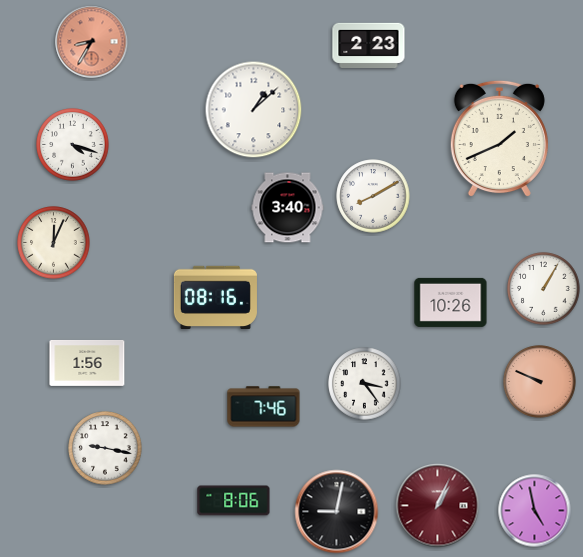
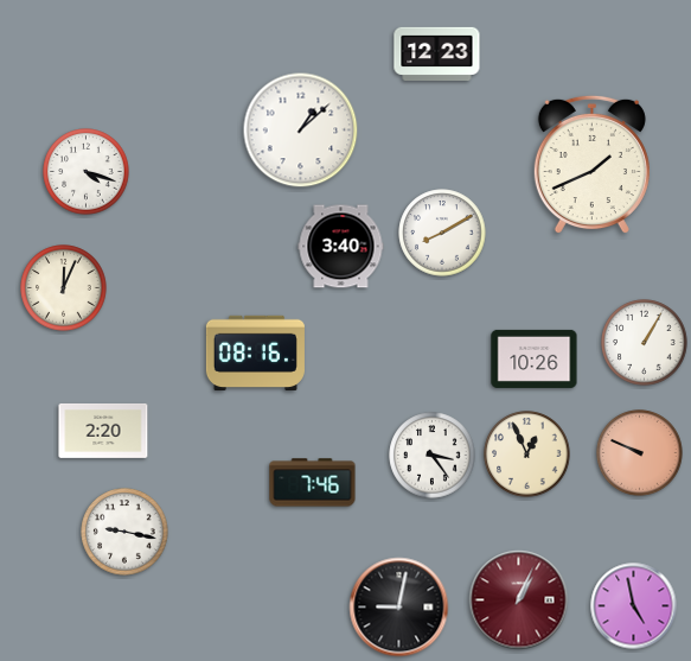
clock at (92, 42): 8:35 -> none
clock at (369, 45): 2:23 -> 12:23
clock at (87, 363): 1:56 -> 2:20
clock at (527, 455): none -> 12:56
clock at (234, 501): 8:06 -> none
